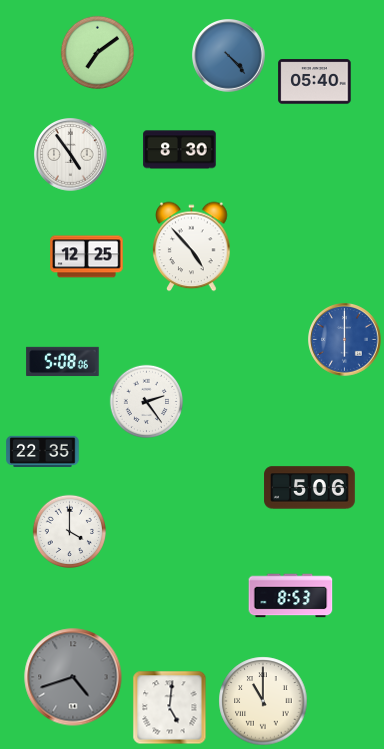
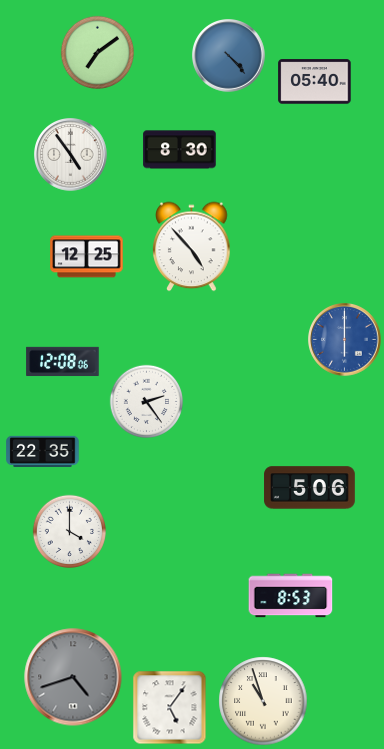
clock at (63, 362): 5:08 -> 12:08
clock at (263, 701): 11:00 -> 10:57
clock at (170, 708): 5:01 -> 5:06
